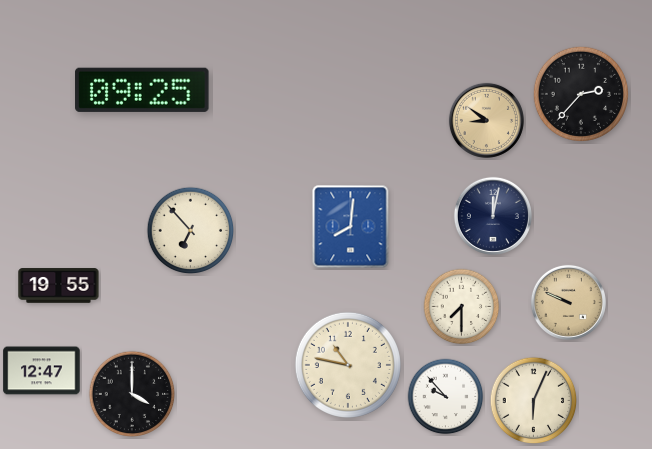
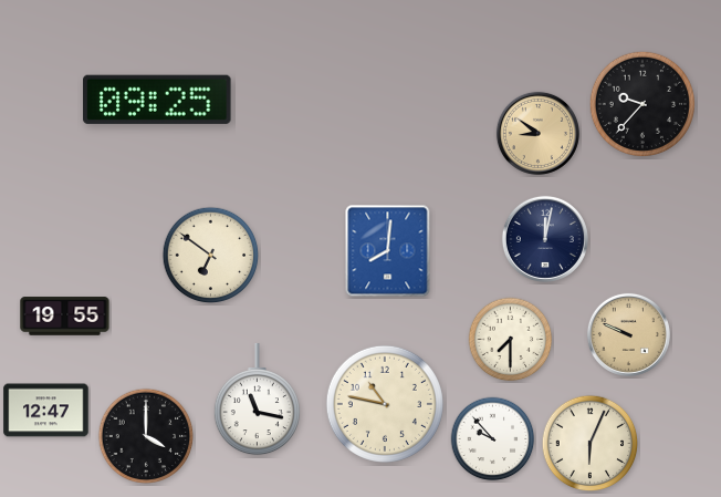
clock at (580, 93): 2:37 -> 9:37
clock at (191, 231): 6:53 -> 6:51
clock at (257, 400): none -> 11:17
